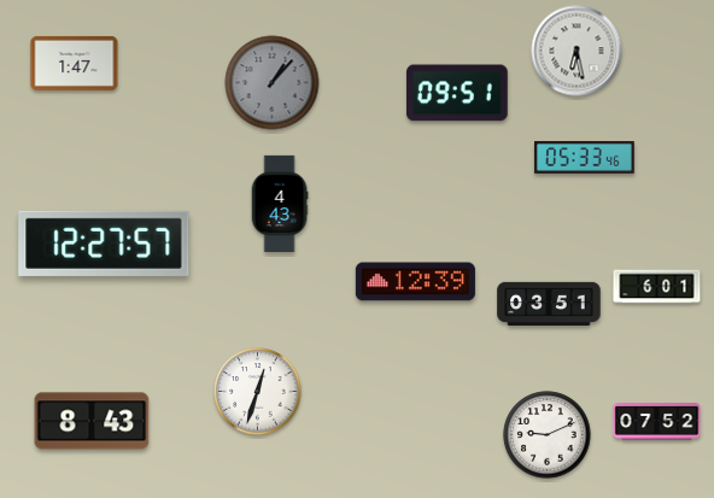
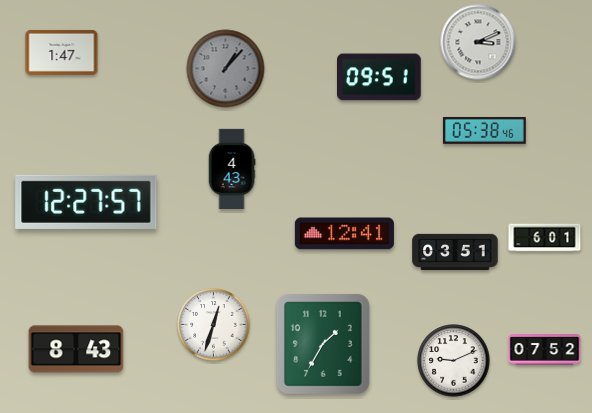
clock at (577, 51): 6:28 -> 3:11
clock at (585, 157): 05:33 -> 05:38
clock at (415, 282): 12:39 -> 12:41
clock at (323, 344): none -> 1:35
